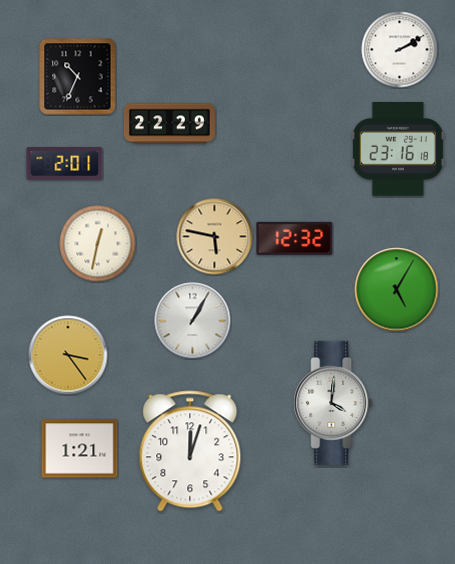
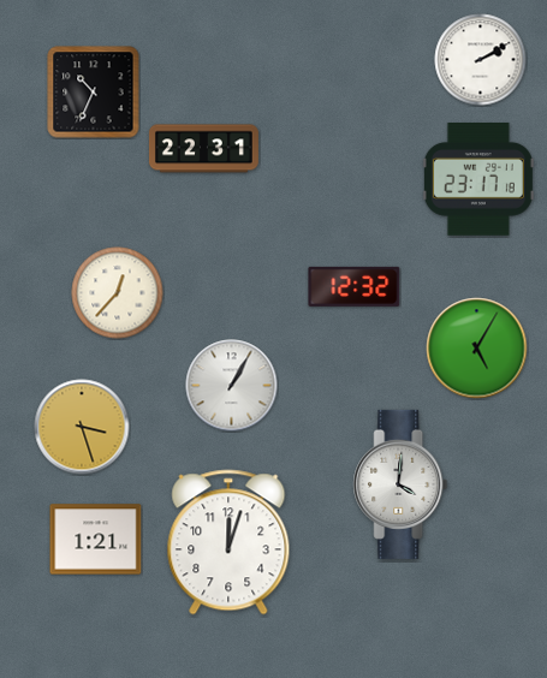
clock at (169, 124): 22:29 -> 22:31
clock at (398, 150): 23:16 -> 23:17
clock at (65, 164): 2:01 -> none
clock at (215, 237): 5:47 -> none
clock at (98, 244): 12:32 -> 12:37
clock at (68, 355): 3:24 -> 3:27
